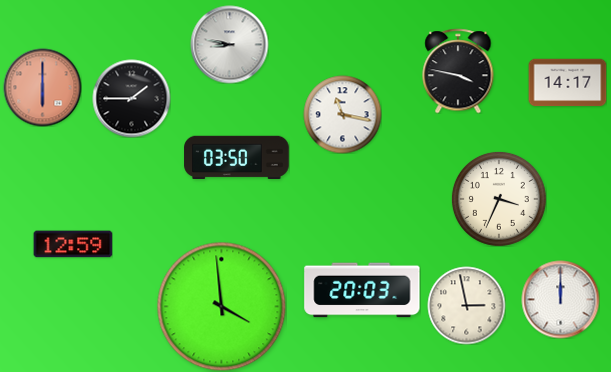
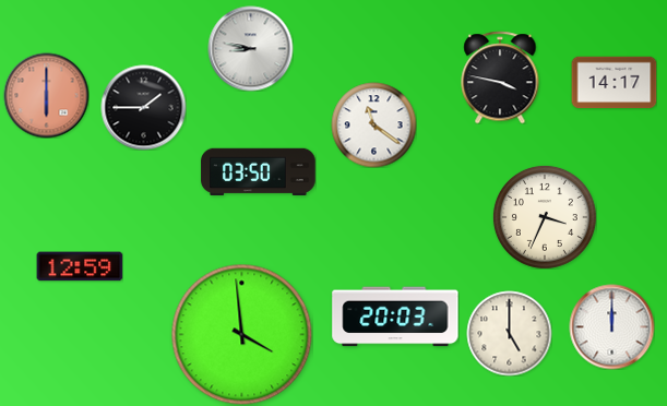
clock at (567, 83) position: (567, 83) -> (614, 83)
clock at (342, 114): 11:17 -> 11:21
clock at (466, 305): 2:58 -> 5:00
